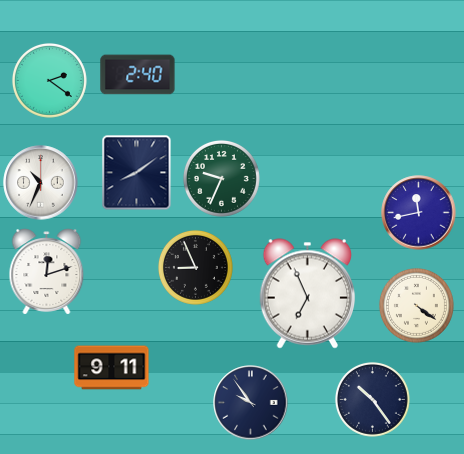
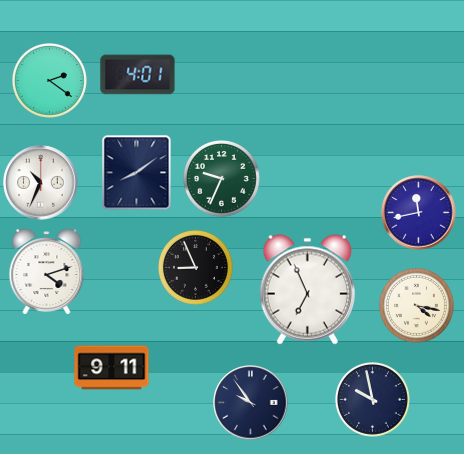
clock at (138, 75): 2:40 -> 4:01
clock at (47, 272): 12:12 -> 4:12
clock at (308, 294) position: (308, 294) -> (308, 290)
clock at (416, 305): 4:21 -> 4:17
clock at (372, 399): 10:24 -> 9:58
